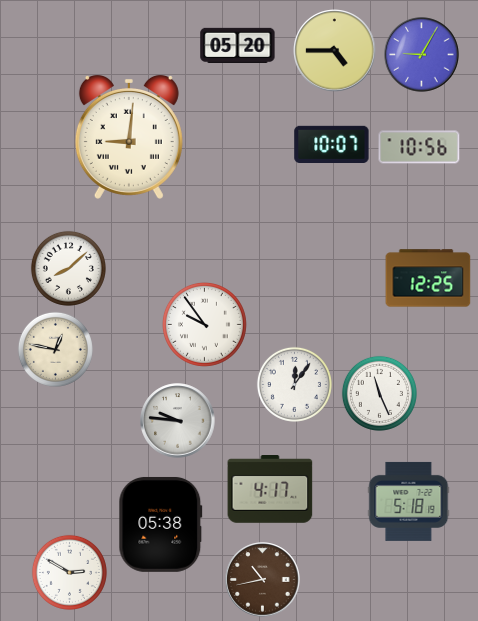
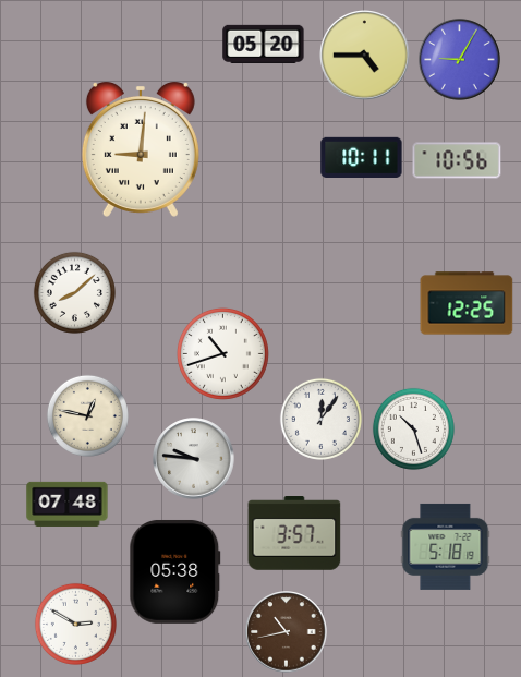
clock at (238, 45) position: (238, 45) -> (264, 44)
clock at (332, 144): 10:07 -> 10:11
clock at (204, 324): 9:54 -> 10:42
clock at (55, 349) position: (55, 349) -> (87, 415)
clock at (379, 393): 11:26 -> 10:27
clock at (68, 504): none -> 07:48
clock at (270, 490): 4:17 -> 3:57
